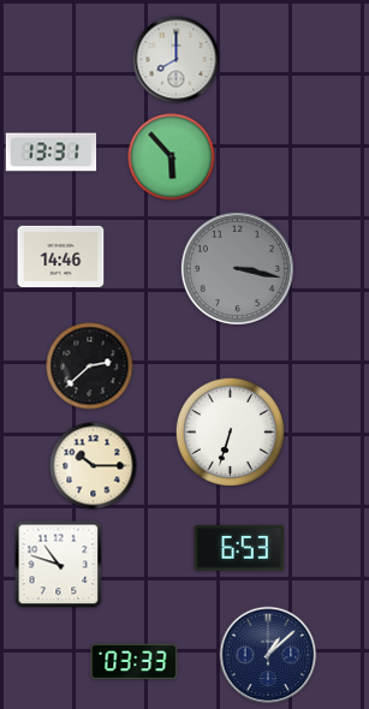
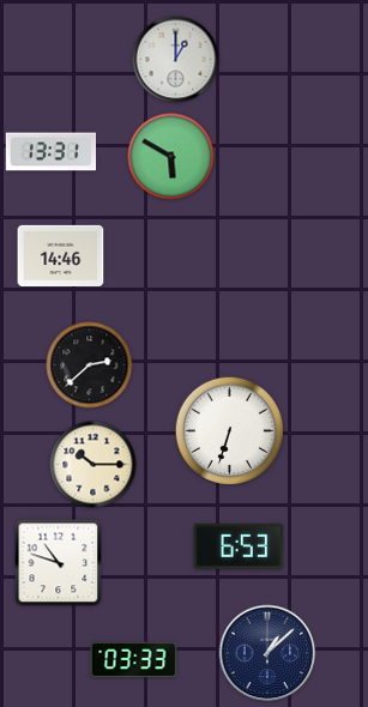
clock at (177, 60): 8:00 -> 1:00
clock at (172, 157): 5:53 -> 5:50
clock at (237, 268): 3:17 -> none
